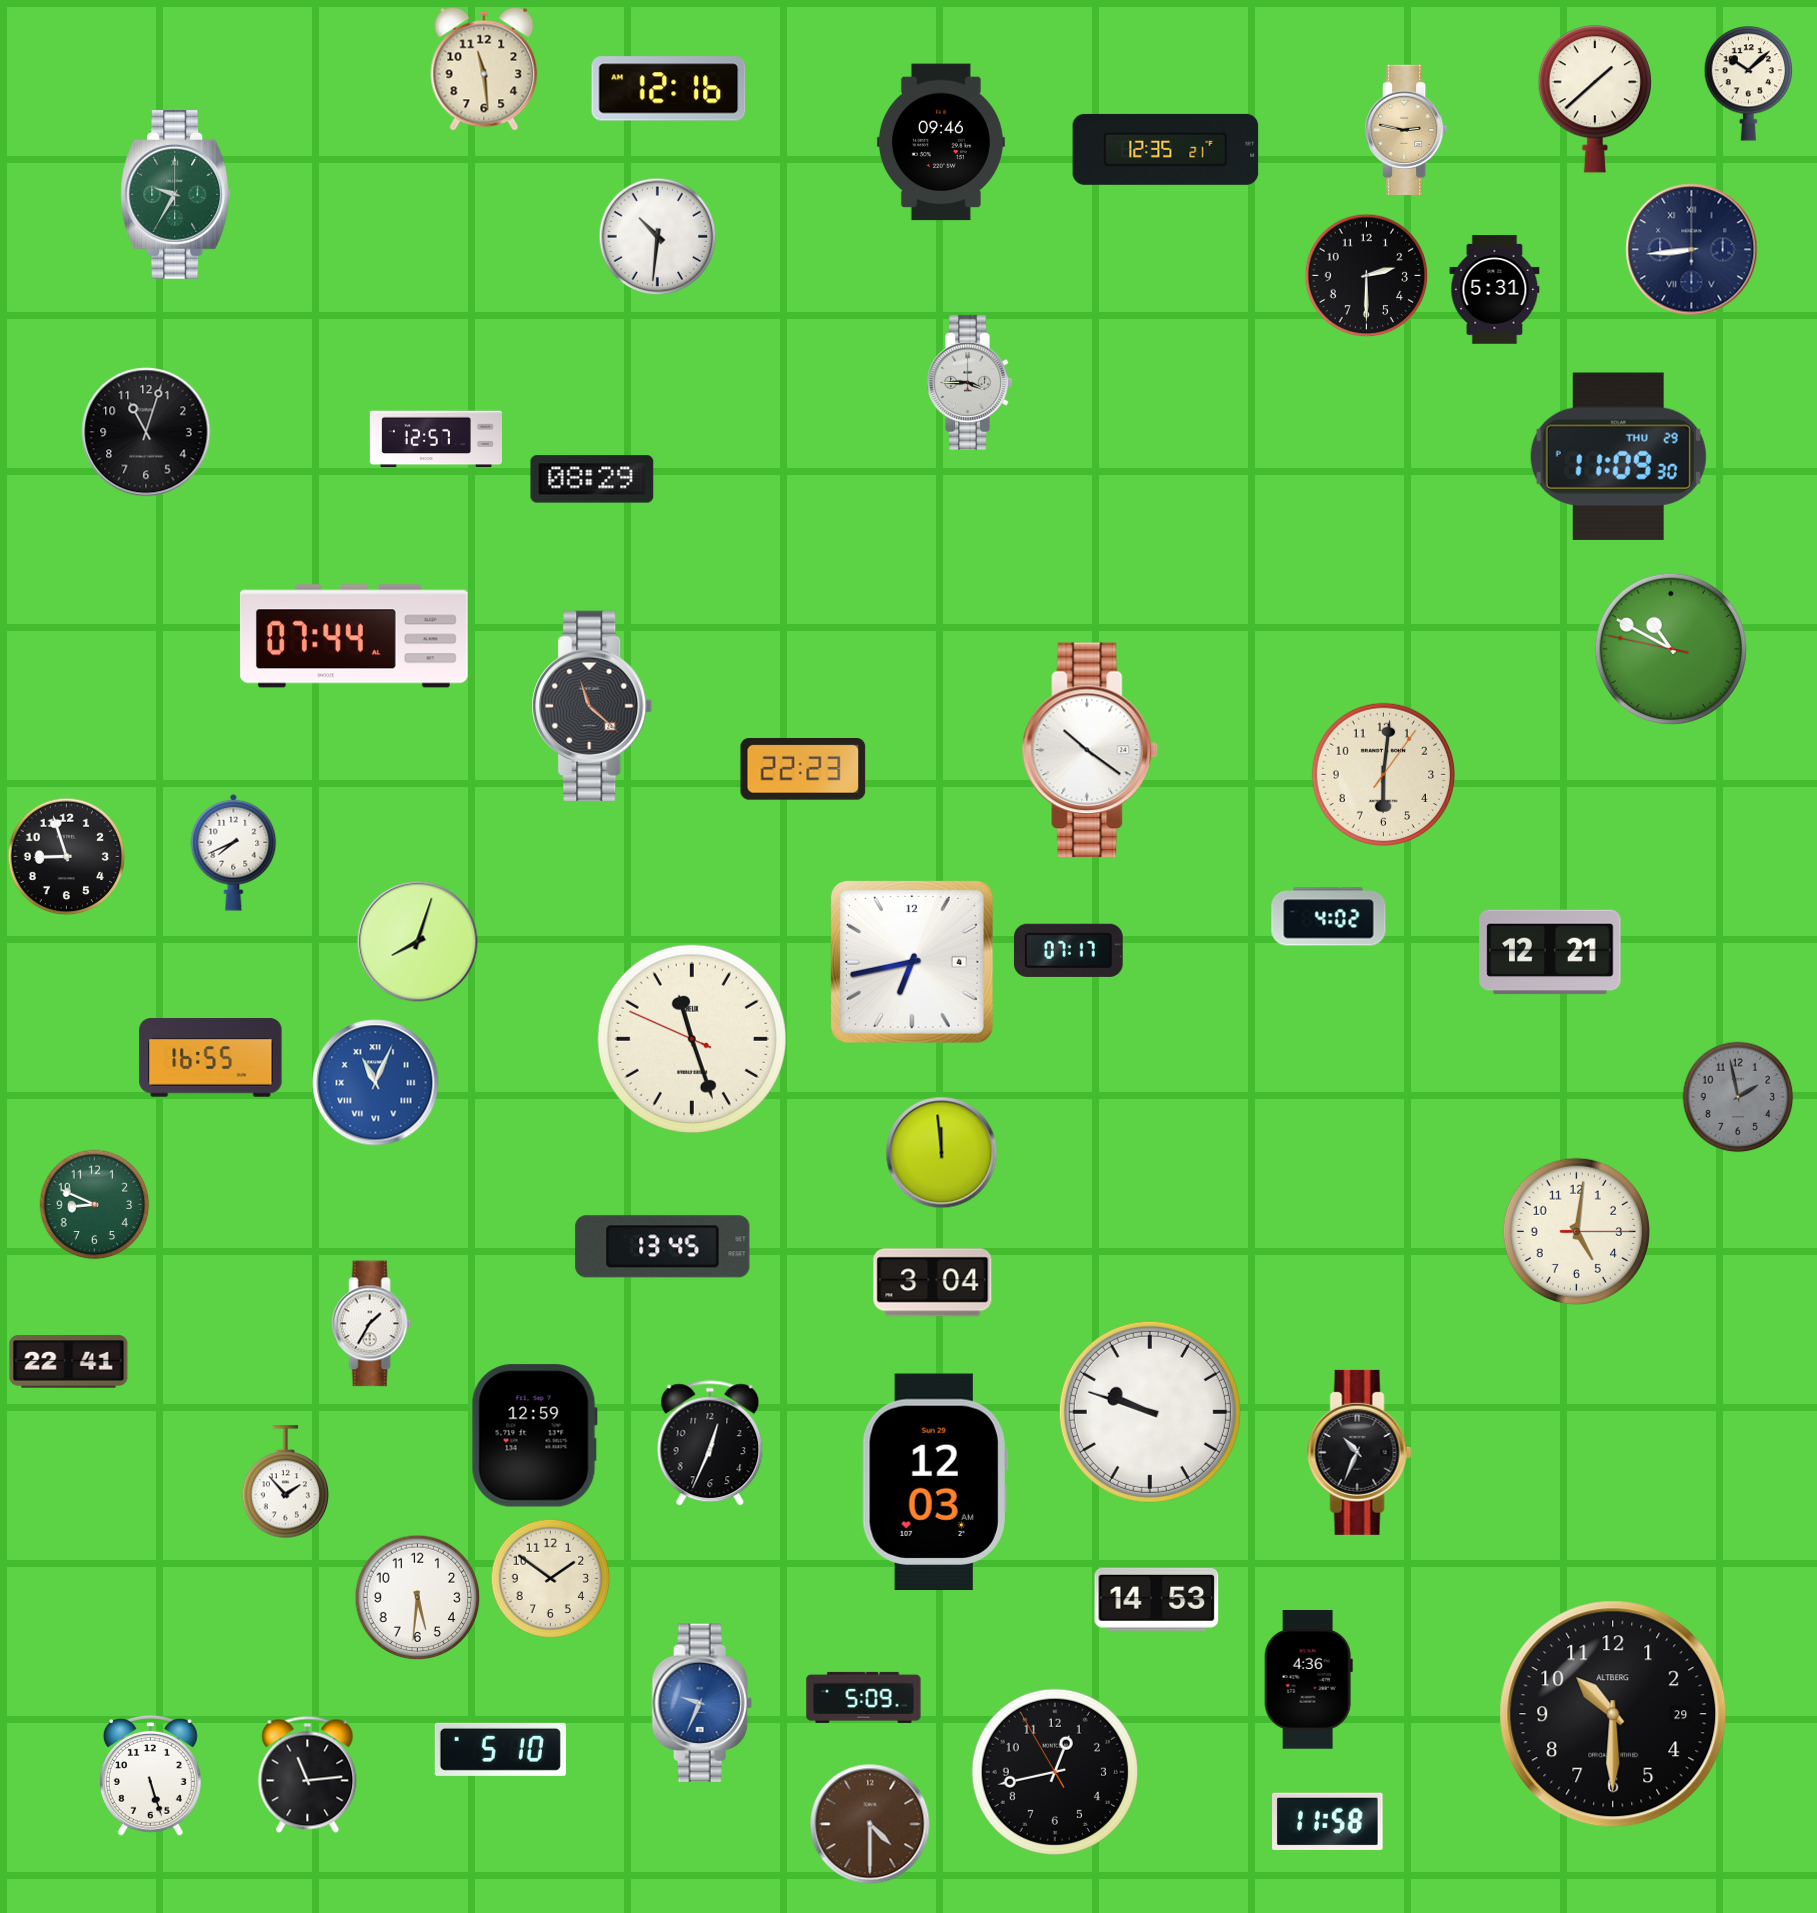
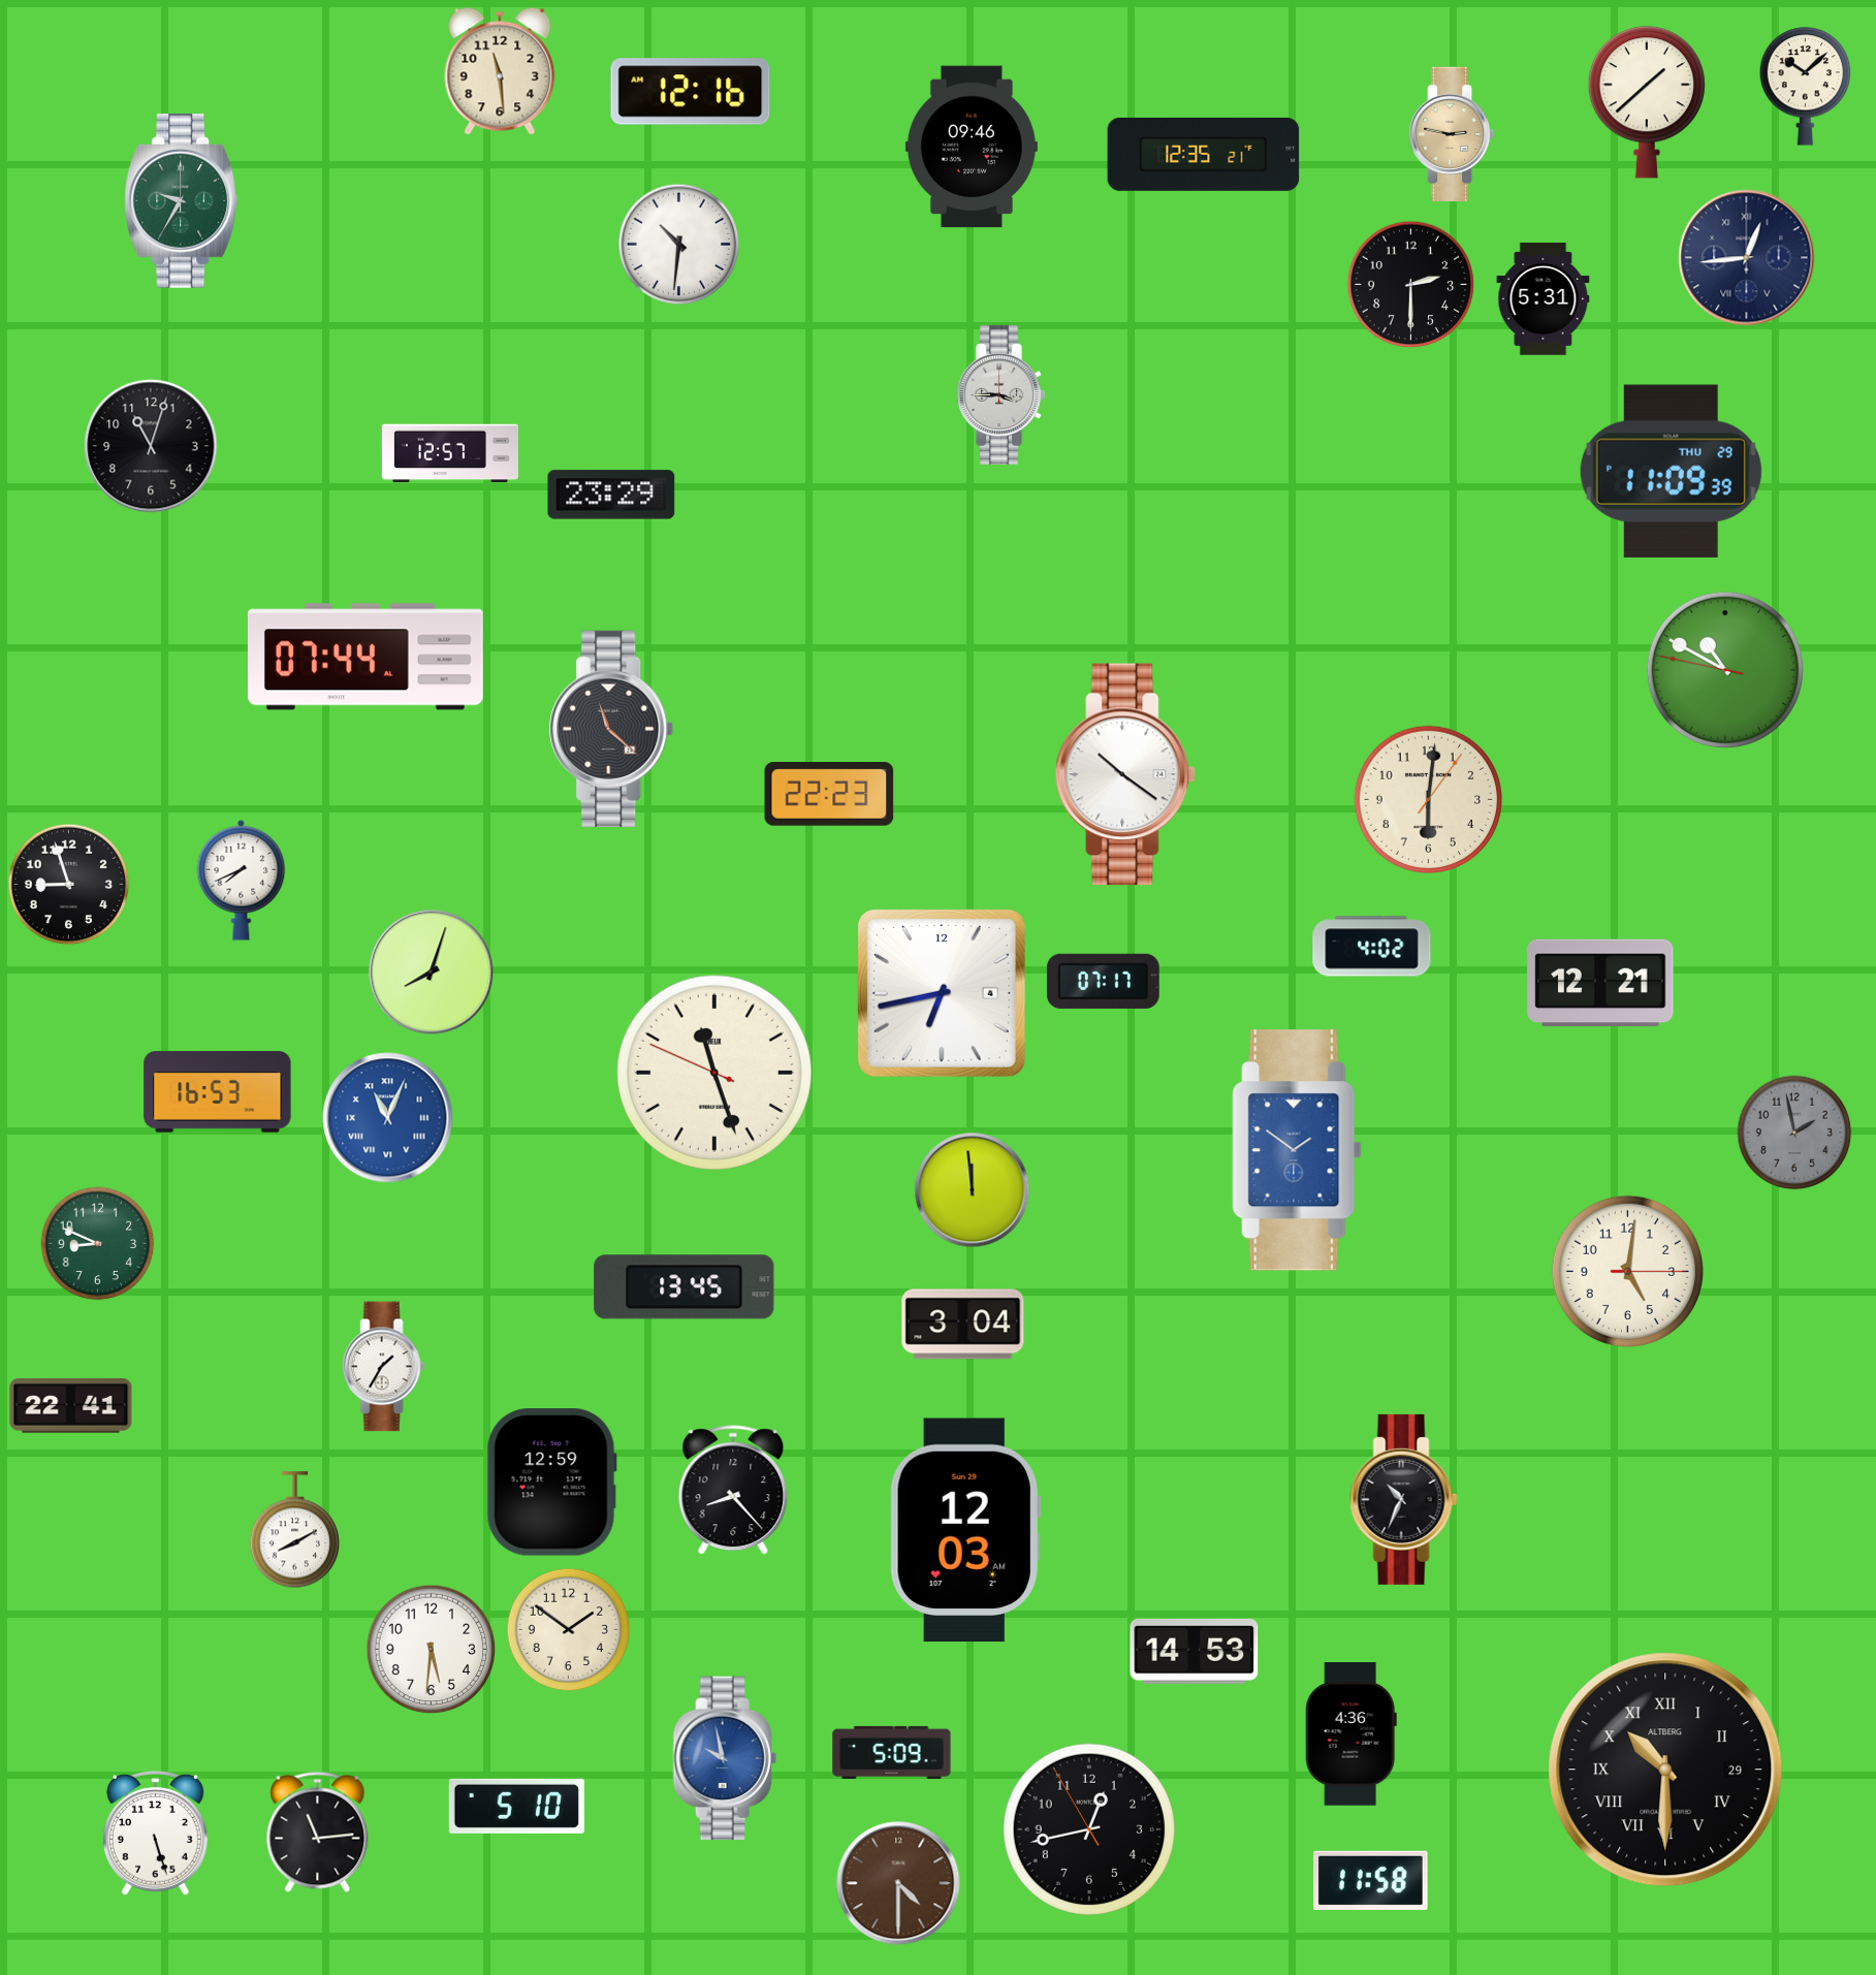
clock at (1692, 250): 8:44 -> 12:44
clock at (1618, 456): 11:09:30 -> 11:09:39
clock at (592, 479): 08:29 -> 23:29
clock at (211, 1058): 16:55 -> 16:53
clock at (1297, 1150): none -> 1:51
clock at (1150, 1412): 9:48 -> none
clock at (710, 1444): 12:34 -> 8:23
clock at (286, 1482): 1:53 -> 8:10
clock at (702, 1703): 9:34 -> 9:58
clock at (1613, 1714) numerals: Arabic -> Roman
